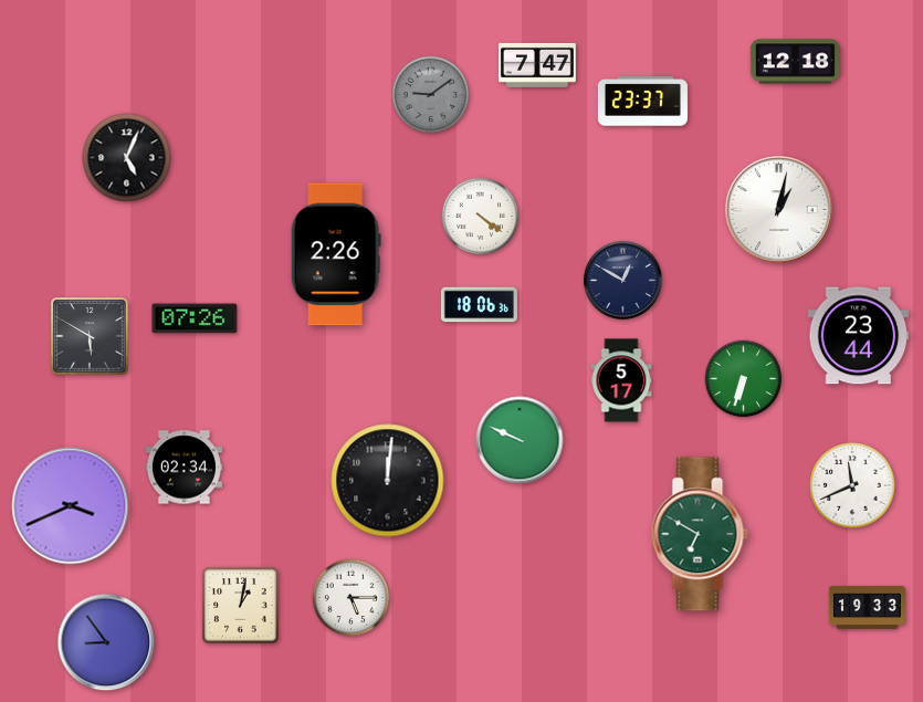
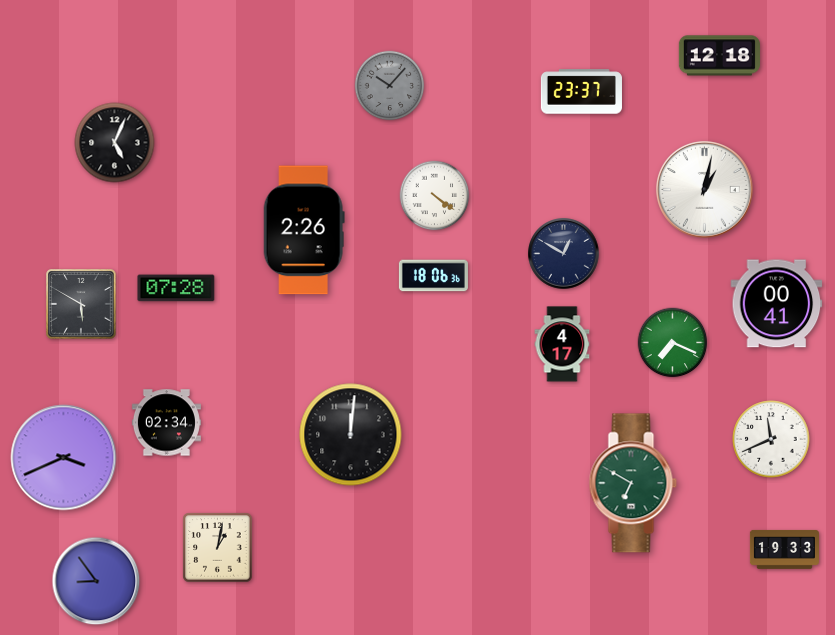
clock at (537, 65): 7:47 -> none
clock at (431, 95): 9:09 -> 10:07
clock at (195, 318): 07:26 -> 07:28
clock at (859, 336): 23:44 -> 00:41
clock at (744, 379): 6:33 -> 7:19
clock at (621, 380): 5:17 -> 4:17
clock at (520, 440): 9:49 -> none
clock at (352, 598): 5:15 -> none
